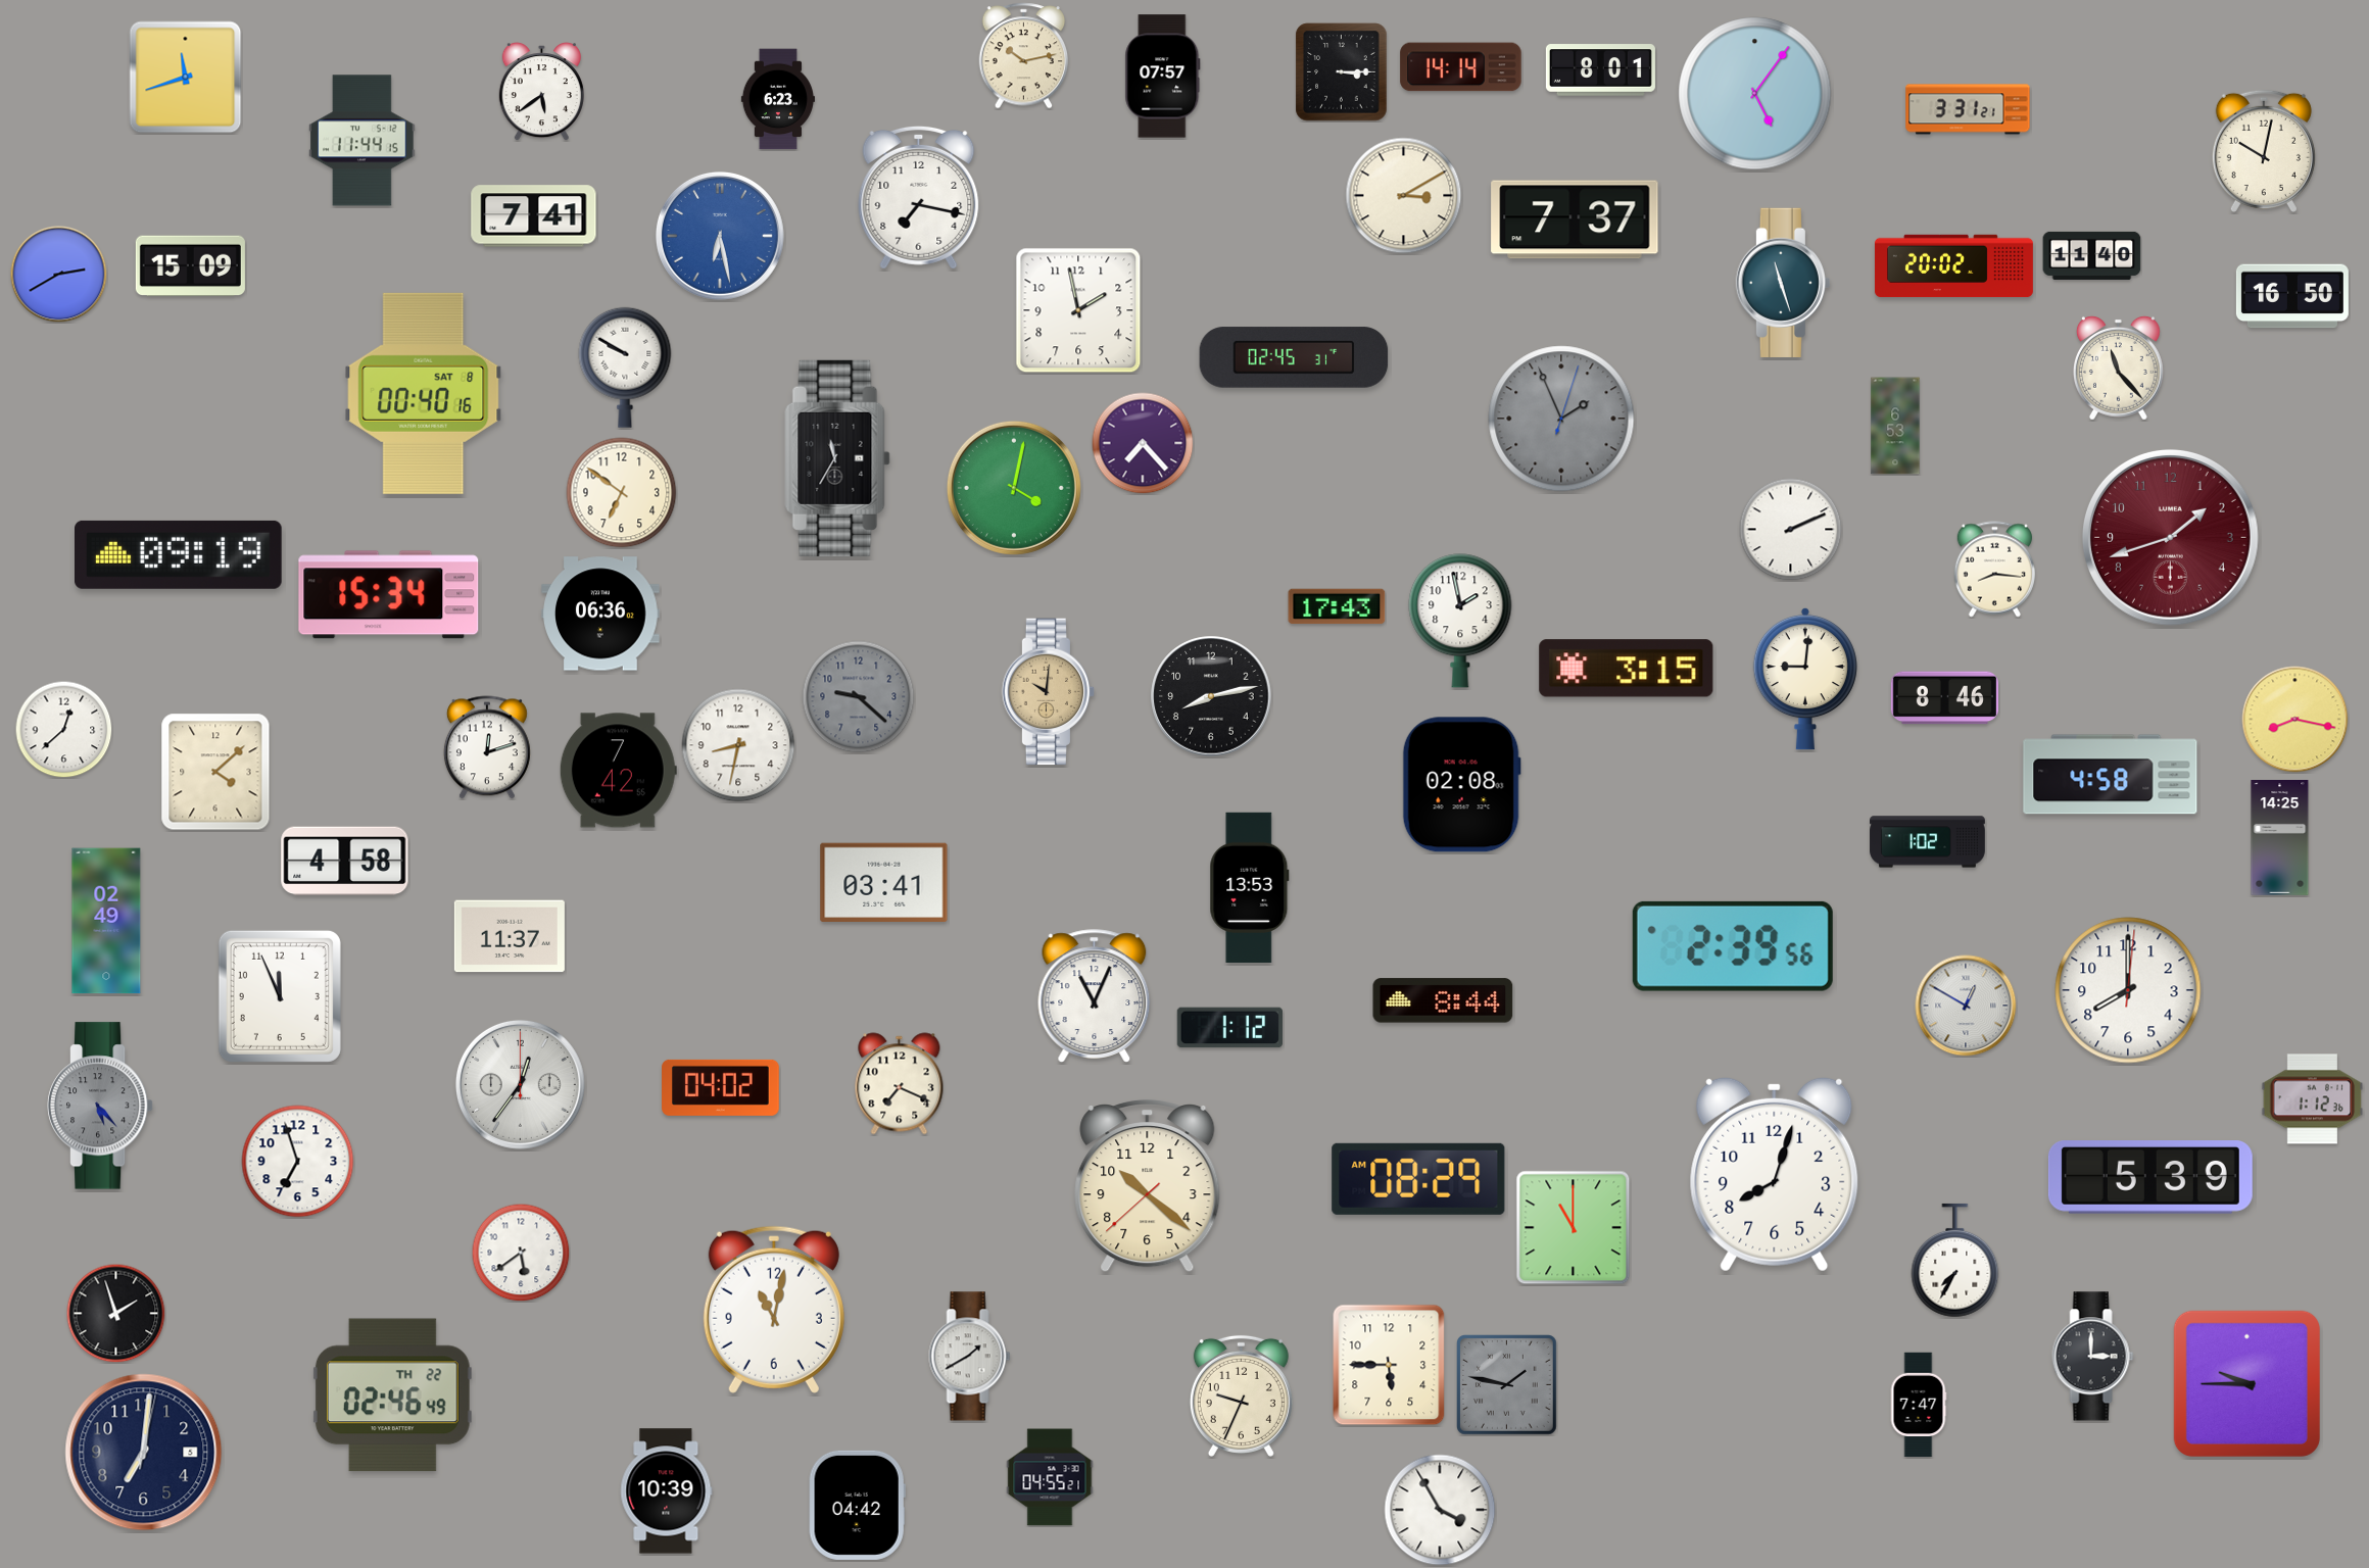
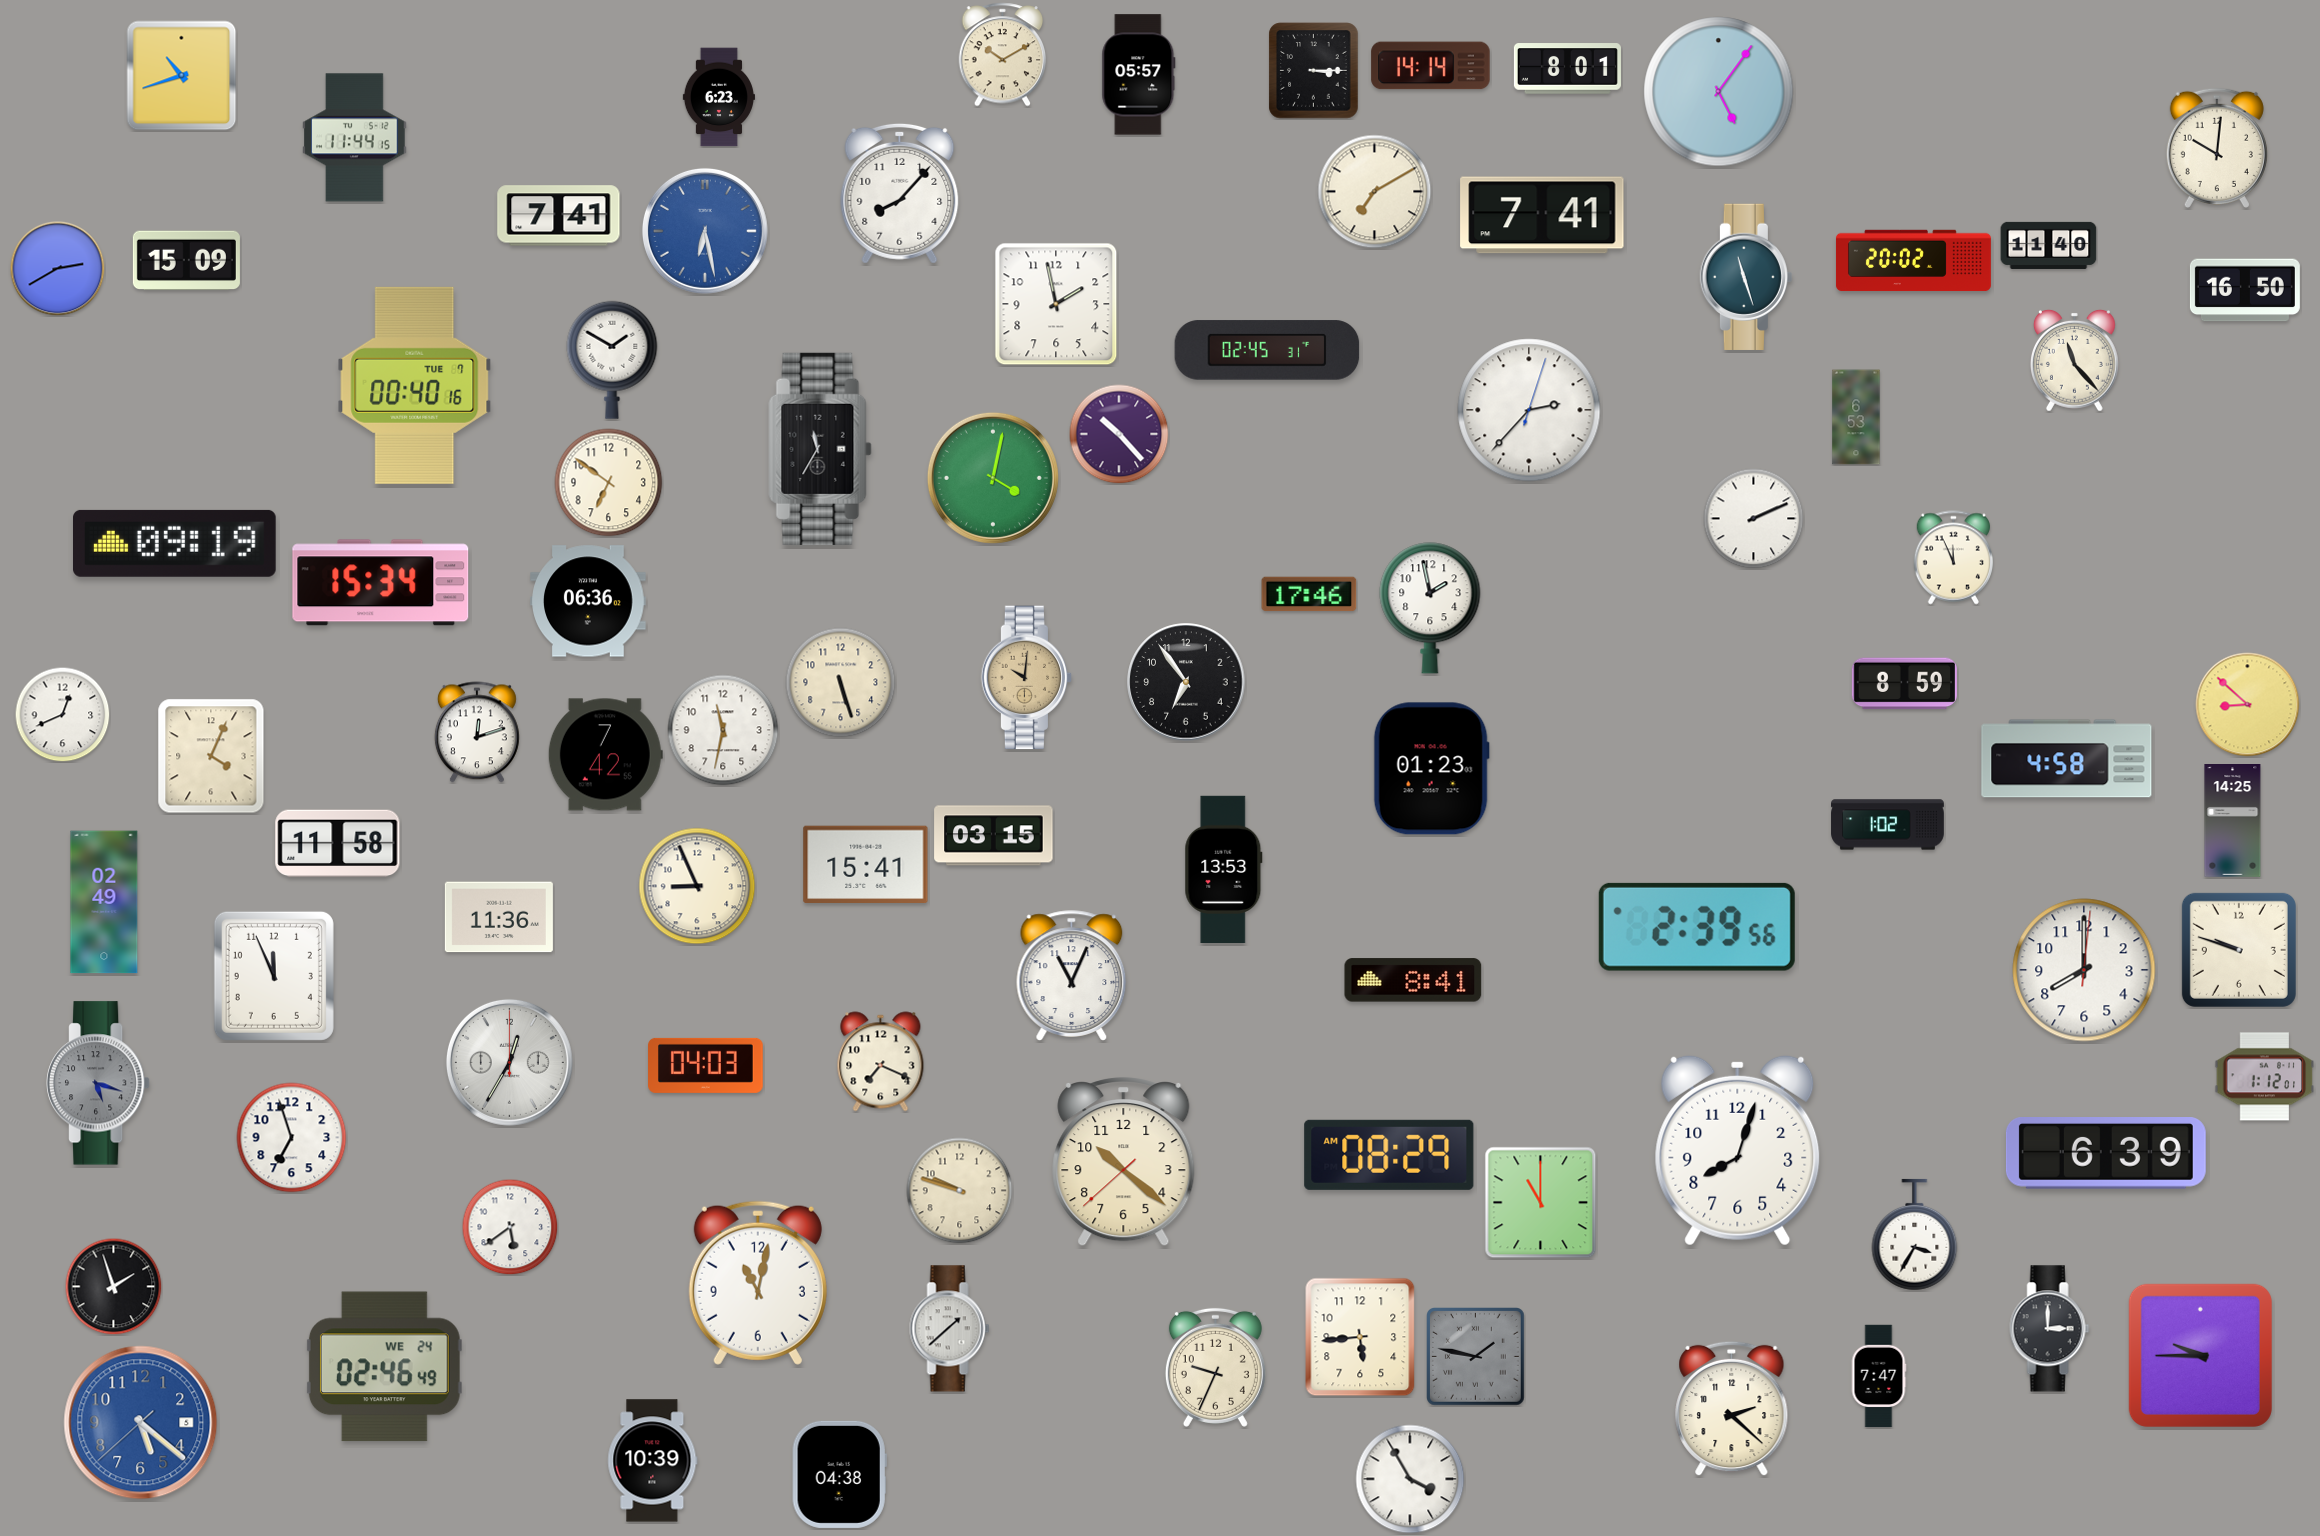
clock at (1024, 56): 10:13 -> 10:10
clock at (1163, 77): 07:57 -> 05:57
clock at (186, 78): 11:42 -> 10:42
clock at (541, 92): 5:39 -> none
clock at (778, 99) position: (778, 99) -> (719, 97)
clock at (1968, 109): 3:31 -> none
clock at (2264, 151): 10:02 -> 10:01
clock at (1404, 196): 3:10 -> 7:10
clock at (919, 197): 7:17 -> 8:07
clock at (534, 216) position: (534, 216) -> (559, 216)
clock at (1575, 219): 7:37 -> 7:41
clock at (2092, 255) position: (2092, 255) -> (2049, 245)
clock at (625, 367): 9:50 -> 1:50
clock at (424, 393) date: SAT 8 -> TUE 7
clock at (1561, 419): 1:56 -> 2:37
clock at (1561, 419) dial: grey -> white
clock at (1143, 443): 7:23 -> 10:23
clock at (2170, 537): 1:42 -> none
clock at (1994, 570): 8:16 -> 11:56
clock at (1337, 606): 17:43 -> 17:46
clock at (1627, 669): 3:15 -> none
clock at (1805, 679): 9:01 -> none
clock at (1211, 696): 8:13 -> 6:54
clock at (859, 697): 9:22 -> 5:27
clock at (859, 697) dial: grey -> cream
clock at (1944, 698): 8:46 -> 8:59
clock at (2295, 720): 8:17 -> 8:52
clock at (63, 729): 12:38 -> 12:41
clock at (738, 745): 8:32 -> 11:32
clock at (215, 772): 4:08 -> 4:04
clock at (1461, 785): 02:08 -> 01:23
clock at (994, 836): none -> 03:15
clock at (345, 862): 4:58 -> 11:58
clock at (884, 883): 03:41 -> 15:41
clock at (697, 886): none -> 8:56
clock at (510, 936): 11:37 -> 11:36
clock at (2239, 950): none -> 9:48
clock at (1443, 1000): 8:44 -> 8:41
clock at (1966, 1006): 12:50 -> none
clock at (1229, 1028): 1:12 -> none
clock at (520, 1084): 12:36 -> 12:35
clock at (721, 1087): 04:02 -> 04:03
clock at (2313, 1099): 1:12:36 -> 1:12:01
clock at (100, 1106): 5:23 -> 5:18
clock at (2150, 1178): 5:39 -> 6:39
clock at (960, 1191): none -> 9:48
clock at (1955, 1261): 7:35 -> 3:35
clock at (970, 1357): 1:40 -> 1:38
clock at (1389, 1365): 5:45 -> 5:44
clock at (392, 1395) date: TH 22 -> WE 24
clock at (1732, 1409): none -> 2:22
clock at (144, 1453): 7:01 -> 5:21
clock at (144, 1453) dial: navy -> blue
clock at (1050, 1477): 04:55 -> none
clock at (857, 1505): 04:42 -> 04:38
